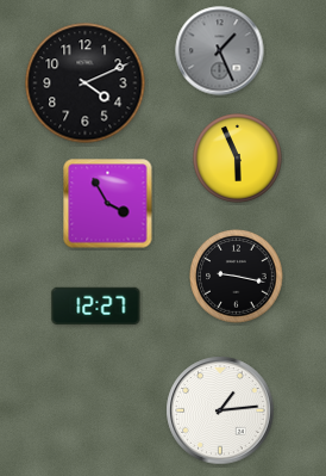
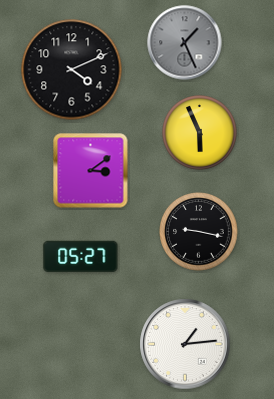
clock at (108, 204): 3:55 -> 3:09
clock at (96, 305): 12:27 -> 05:27
